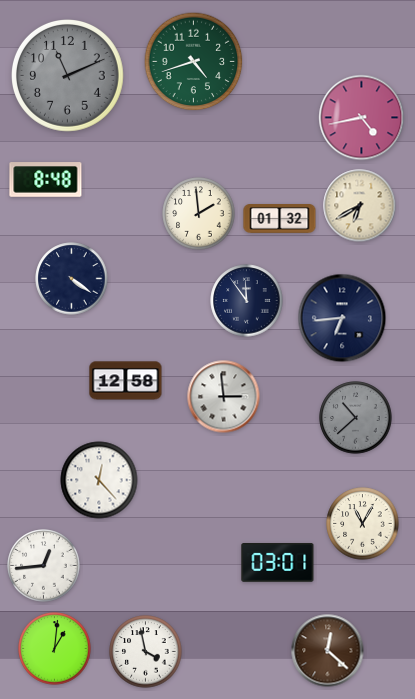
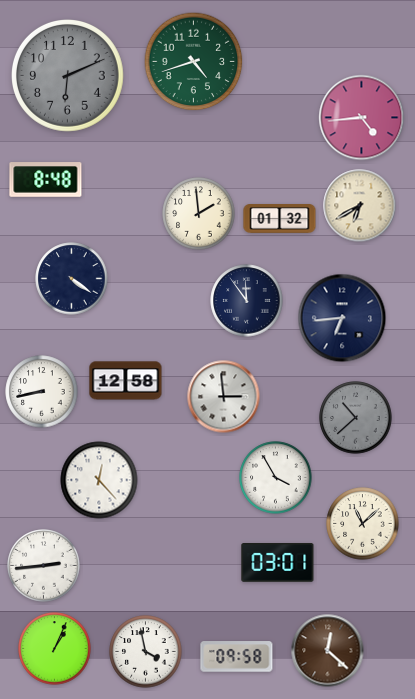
clock at (68, 76): 11:11 -> 6:11
clock at (362, 118): 4:43 -> 4:44
clock at (42, 392): none -> 8:43
clock at (276, 478): none -> 3:55
clock at (363, 524): 11:05 -> 11:08
clock at (44, 566): 12:44 -> 2:44
clock at (55, 649): 1:01 -> 1:04
clock at (237, 657): none -> 09:58
